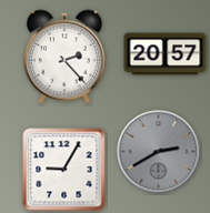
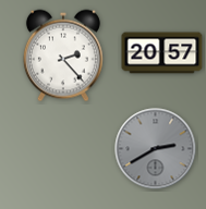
clock at (64, 170): 9:05 -> none
